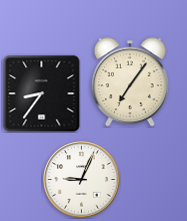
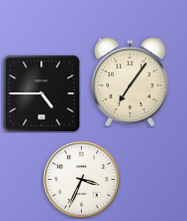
clock at (42, 94): 8:36 -> 4:45
clock at (82, 180): 9:04 -> 3:34
